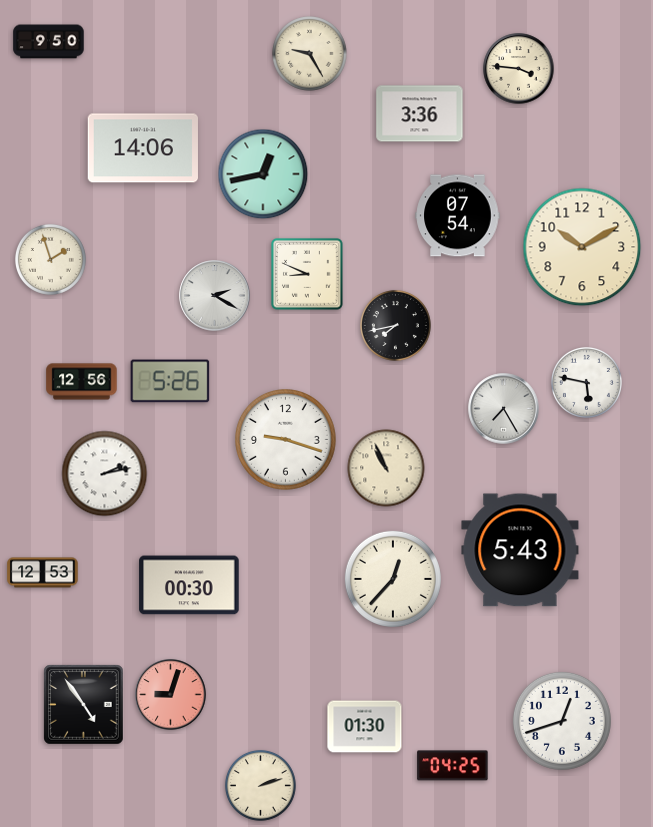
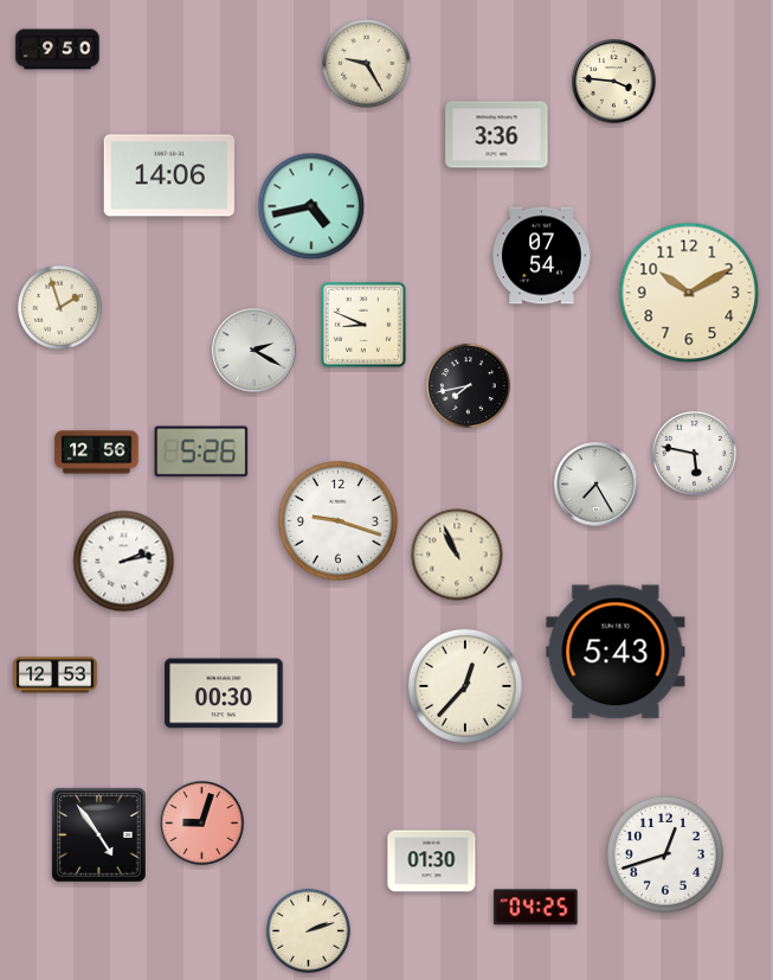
clock at (263, 174): 12:43 -> 4:43
clock at (43, 573) position: (43, 573) -> (56, 675)
